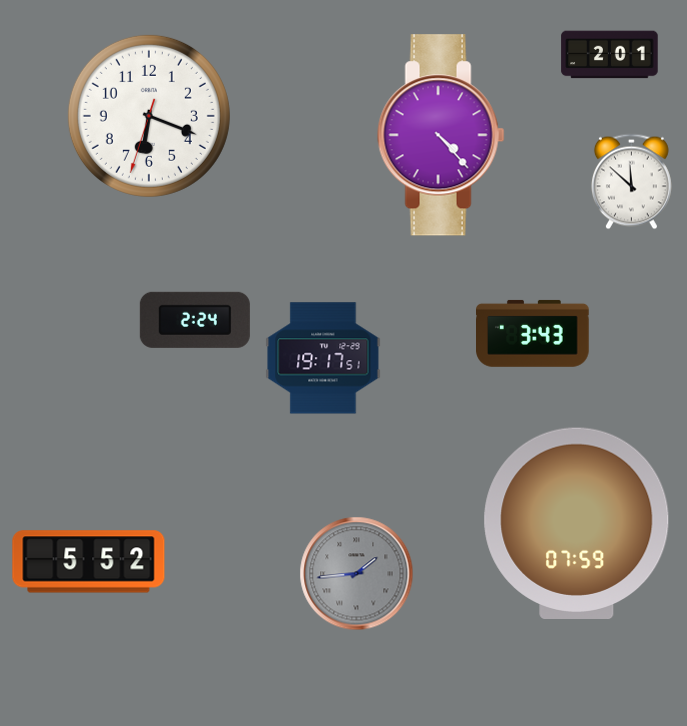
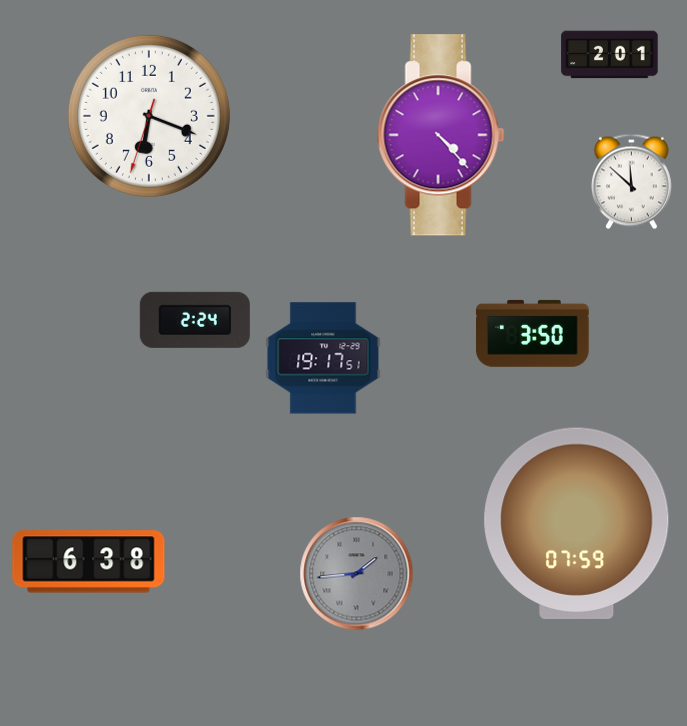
clock at (533, 333): 3:43 -> 3:50
clock at (89, 562): 5:52 -> 6:38
